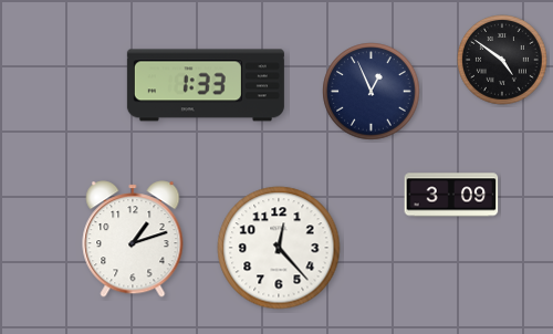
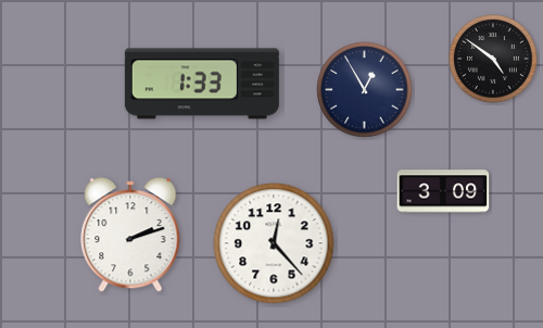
clock at (372, 92): 12:56 -> 12:55
clock at (133, 239): 1:12 -> 2:12
